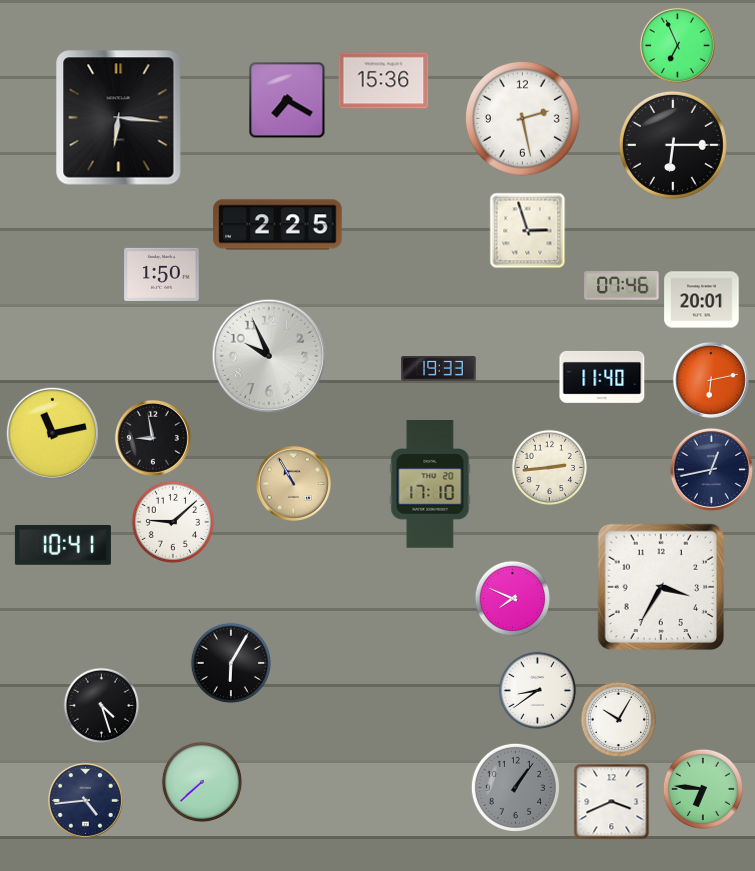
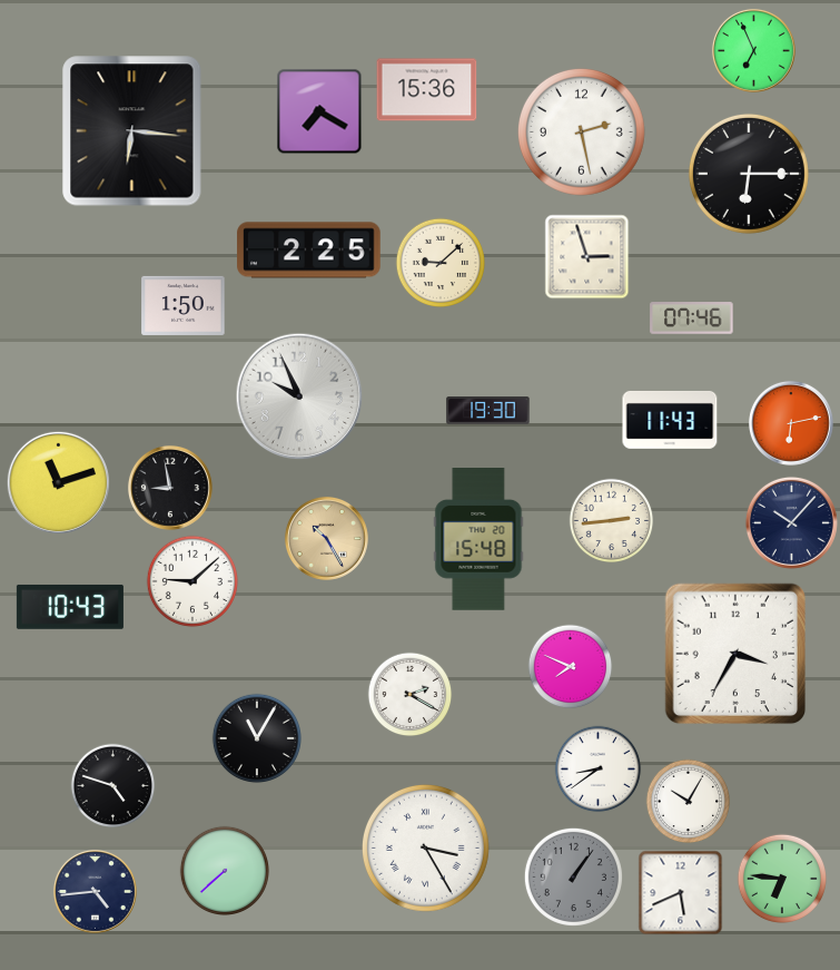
clock at (673, 145) position: (673, 145) -> (749, 174)
clock at (439, 262): none -> 9:08
clock at (162, 274) position: (162, 274) -> (184, 305)
clock at (702, 300): 20:01 -> none
clock at (439, 369): 19:33 -> 19:30
clock at (602, 377): 11:40 -> 11:43
clock at (52, 433): 11:13 -> 11:12
clock at (711, 469): 12:43 -> 10:07
clock at (293, 483): 10:55 -> 10:25
clock at (430, 484): 17:10 -> 15:48
clock at (63, 545): 10:41 -> 10:43
clock at (411, 695): none -> 2:20
clock at (230, 662): 6:05 -> 11:05
clock at (102, 706): 4:27 -> 4:48
clock at (425, 847): none -> 3:25
clock at (612, 802): 3:41 -> 5:41
